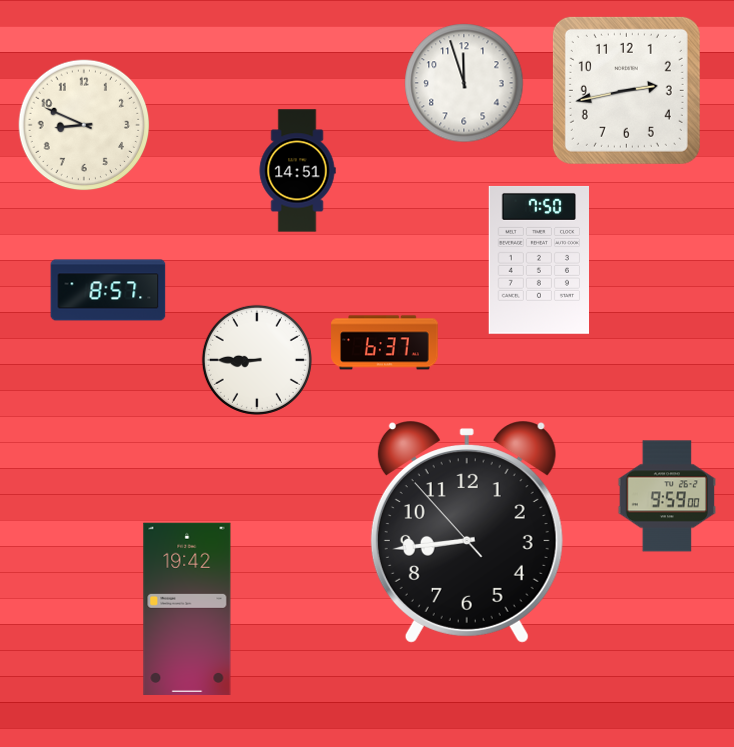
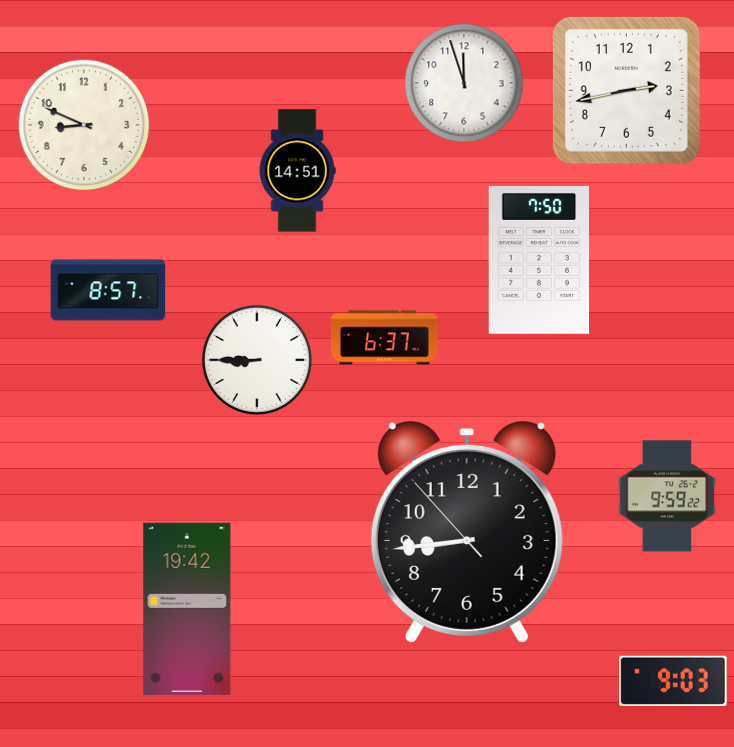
clock at (385, 343) position: (385, 343) -> (385, 338)
clock at (666, 496): 9:59:00 -> 9:59:22
clock at (673, 680): none -> 9:03
